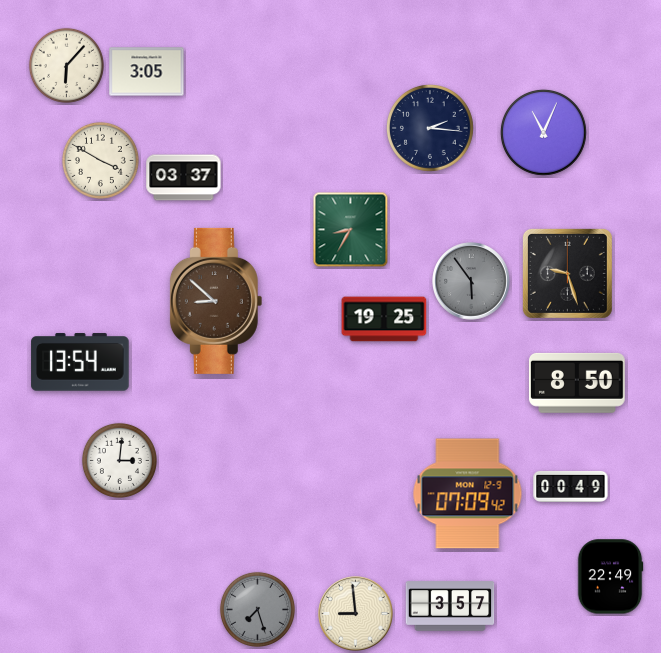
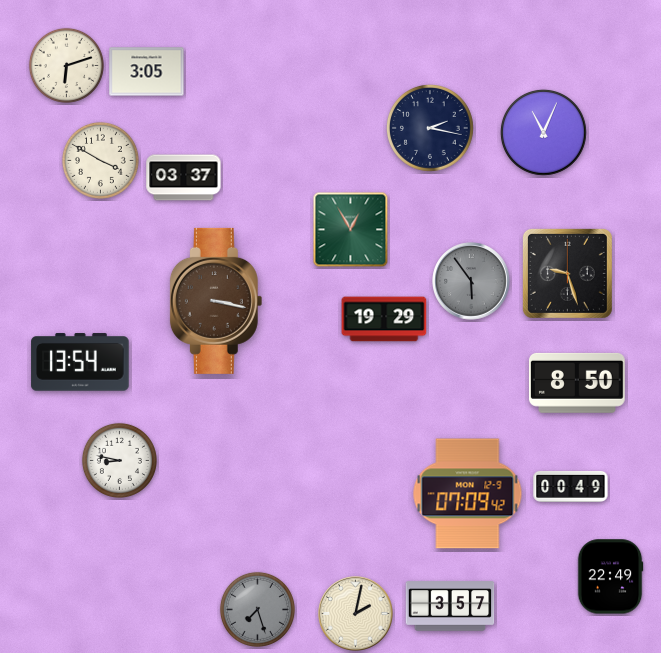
clock at (66, 65): 6:07 -> 6:12
clock at (430, 128): 2:16 -> 2:17
clock at (351, 230): 8:35 -> 12:55
clock at (216, 301): 8:52 -> 3:17
clock at (384, 319): 19:25 -> 19:29
clock at (119, 460): 3:01 -> 8:47
clock at (356, 614): 8:59 -> 2:02
